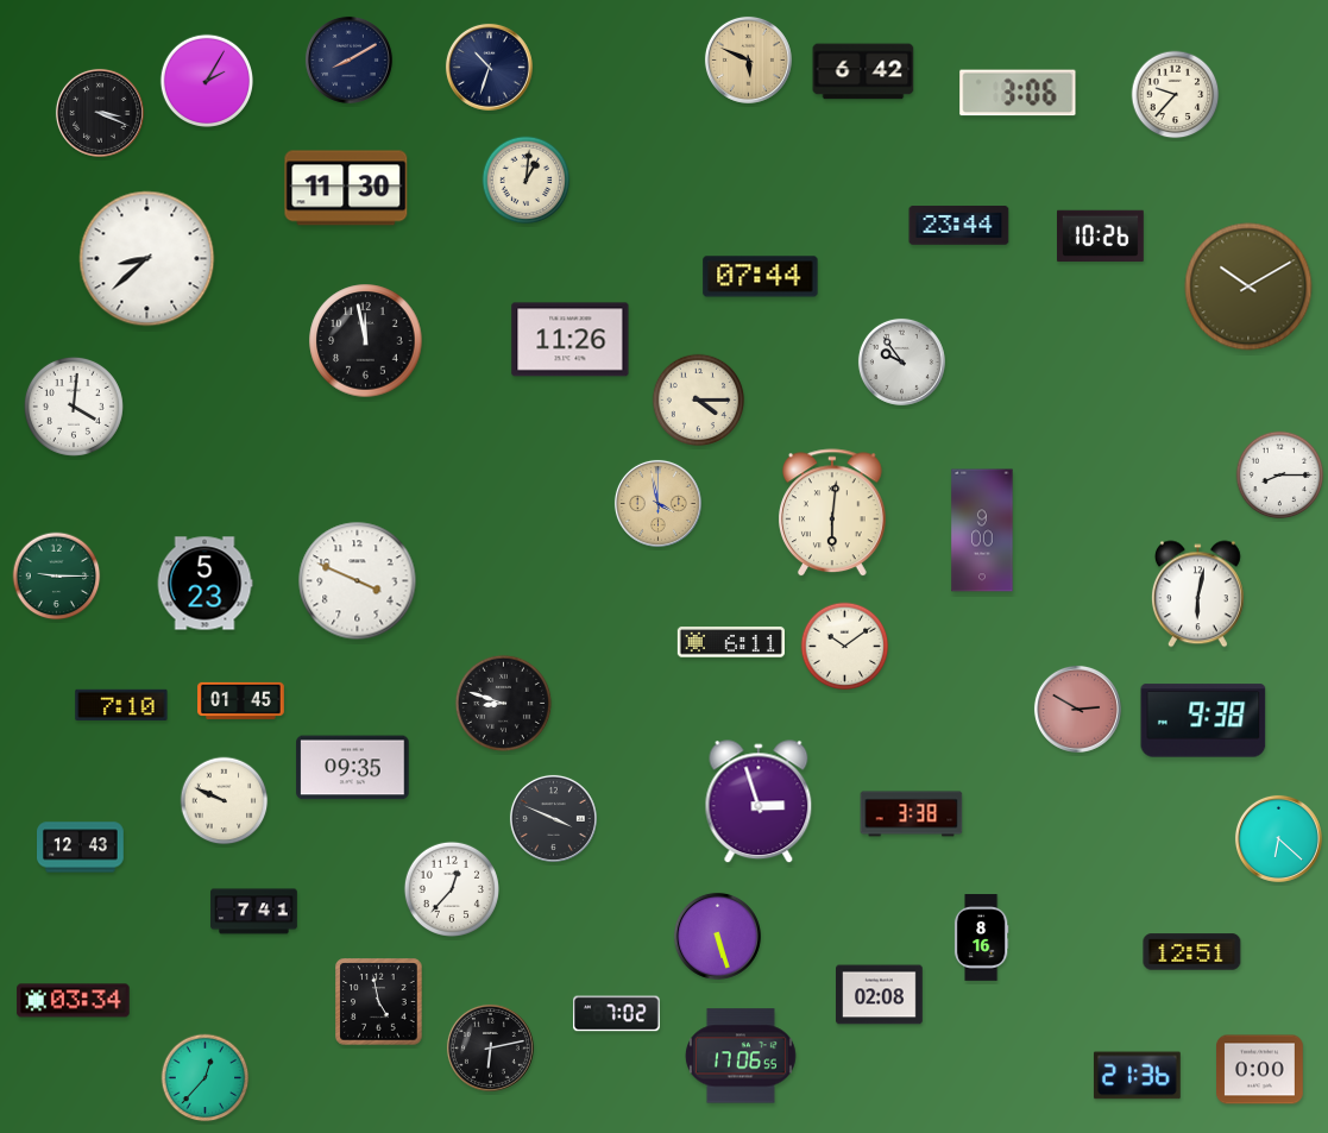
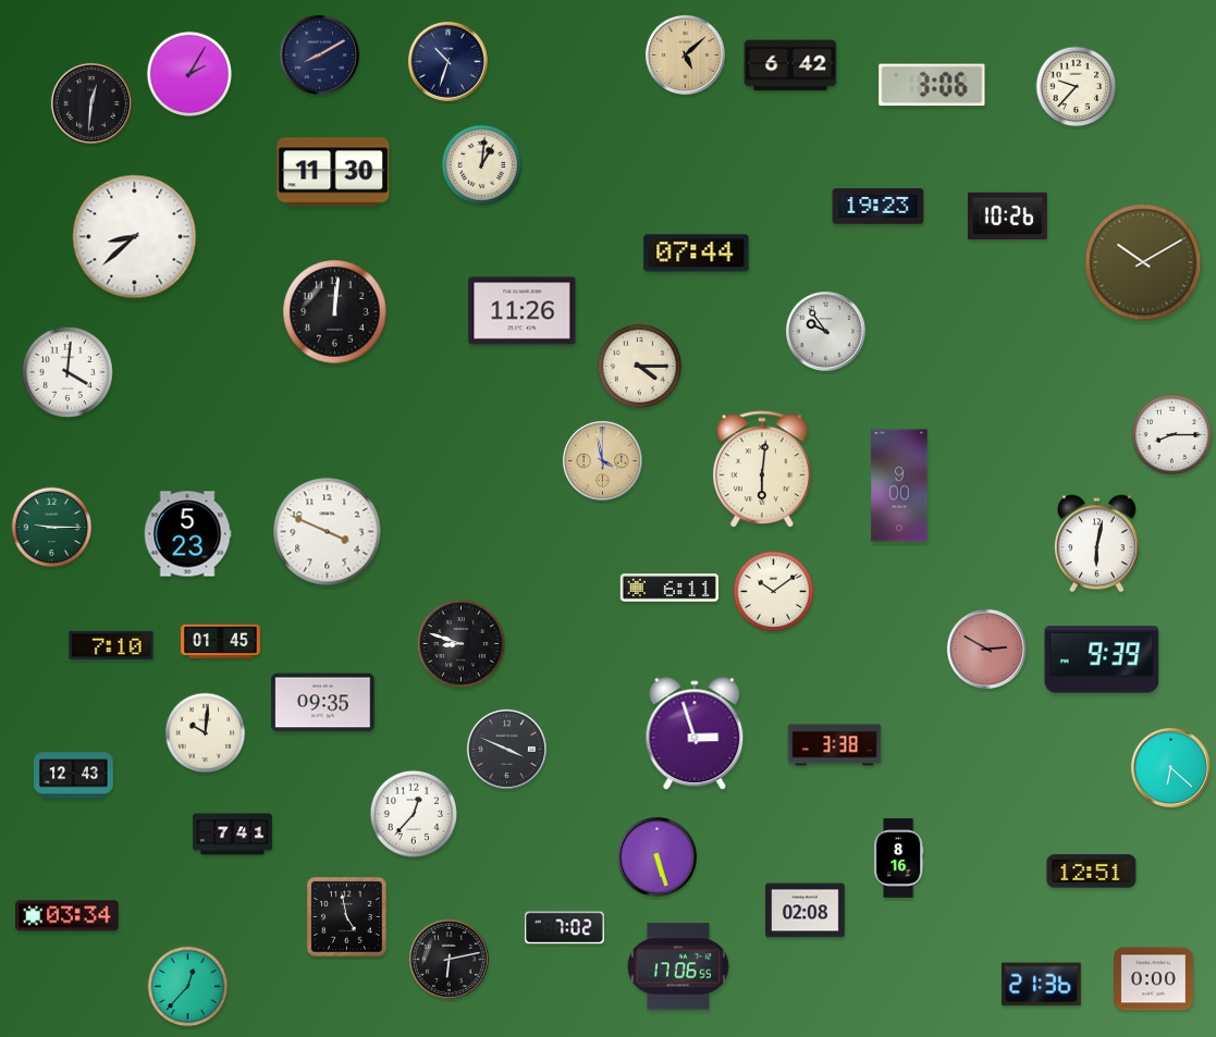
clock at (748, 59): 5:49 -> 5:08
clock at (100, 113): 3:19 -> 12:31
clock at (346, 188) position: (346, 188) -> (333, 172)
clock at (959, 226): 23:44 -> 19:23
clock at (366, 341): 11:58 -> 12:01
clock at (1203, 720): 9:38 -> 9:39
clock at (225, 801): 9:49 -> 10:01
